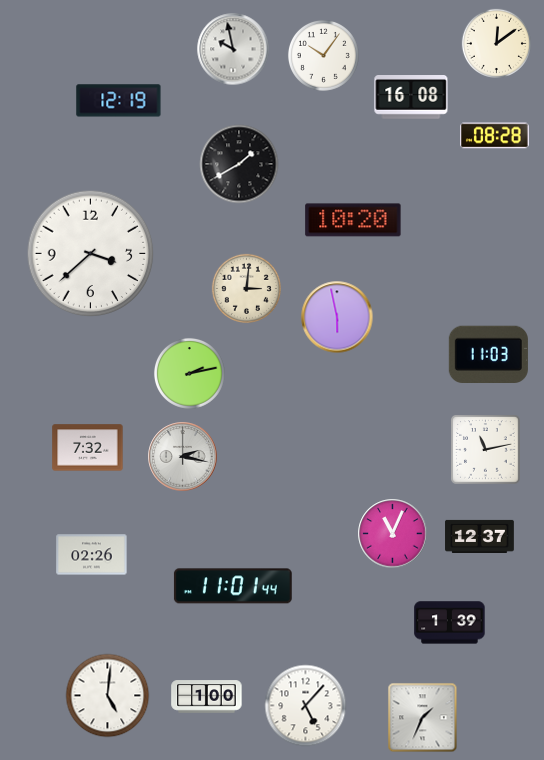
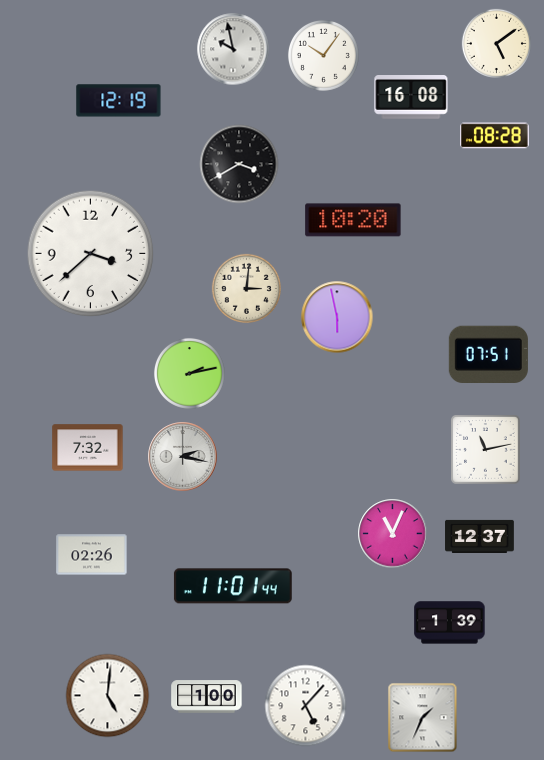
clock at (496, 43): 12:09 -> 5:09
clock at (239, 164): 1:40 -> 3:40
clock at (488, 354): 11:03 -> 07:51
